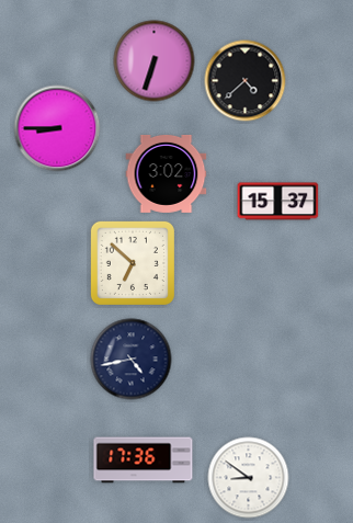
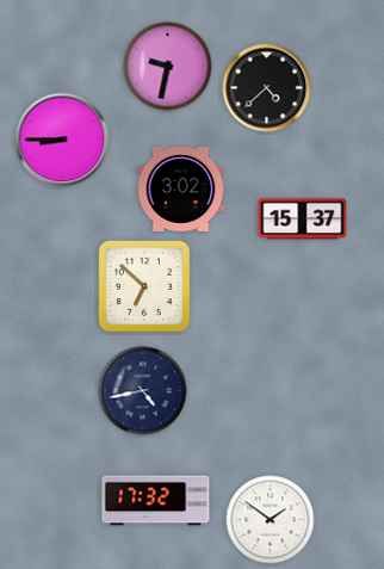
clock at (155, 61): 6:33 -> 9:32
clock at (144, 461): 17:36 -> 17:32
clock at (249, 478): 8:51 -> 1:51
